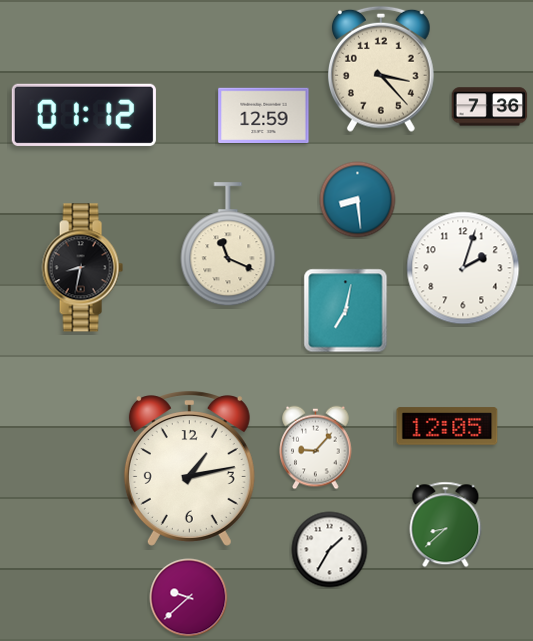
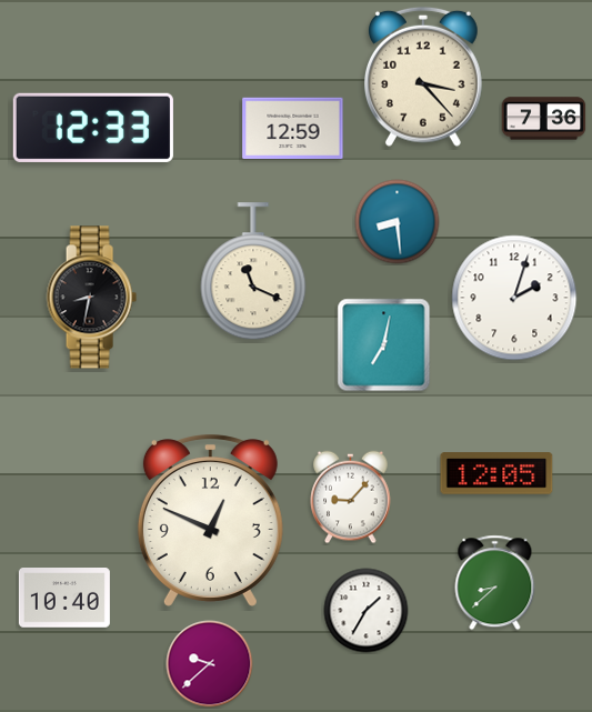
clock at (84, 115): 01:12 -> 12:33
clock at (189, 469): 1:13 -> 12:49
clock at (64, 599): none -> 10:40
